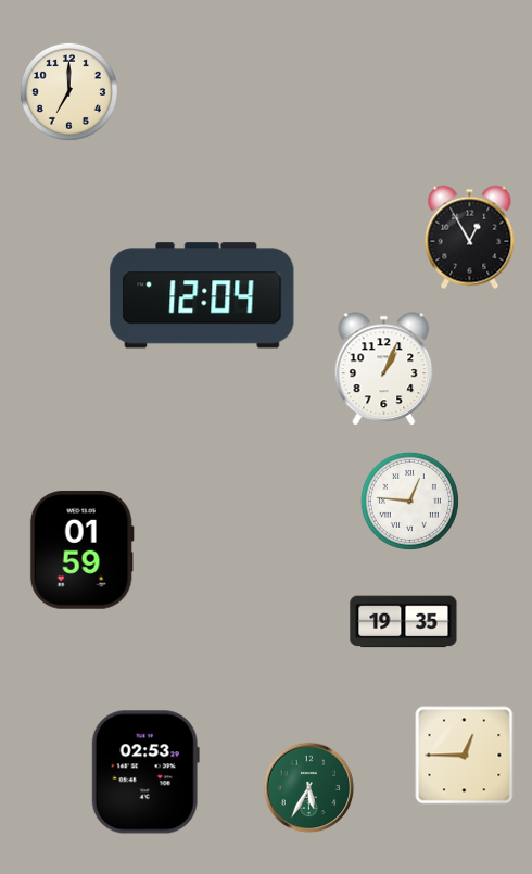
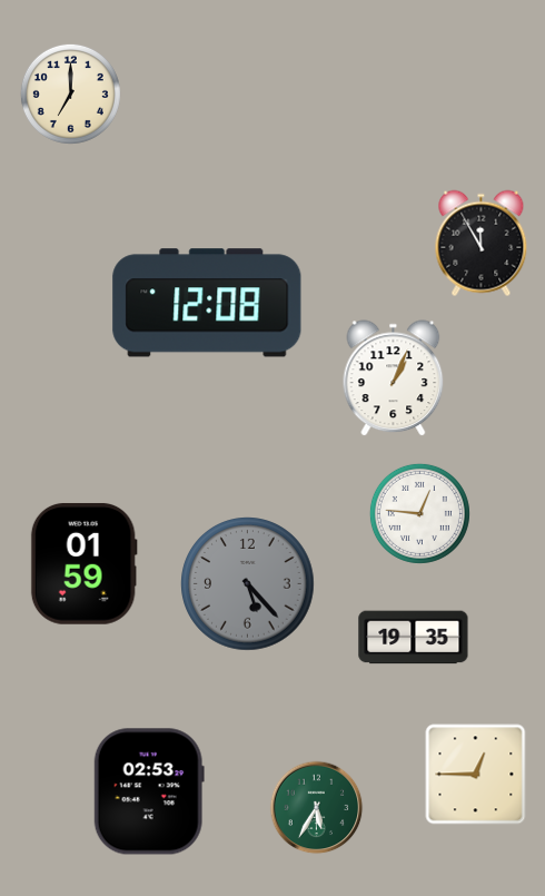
clock at (470, 238): 12:55 -> 11:55
clock at (202, 295): 12:04 -> 12:08
clock at (248, 584): none -> 5:23
